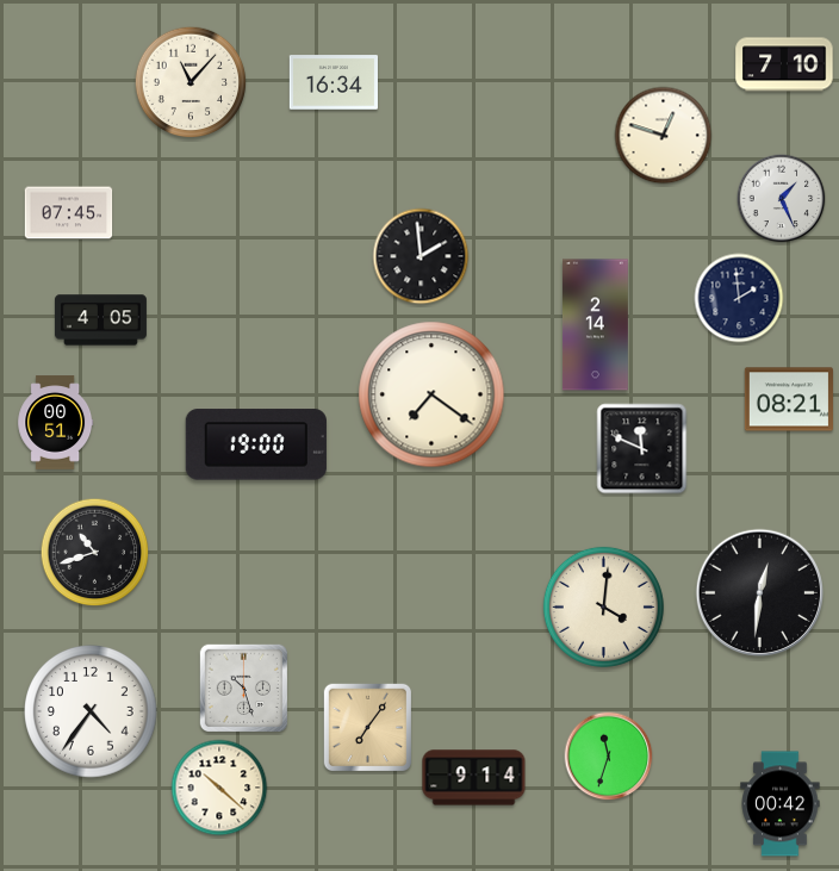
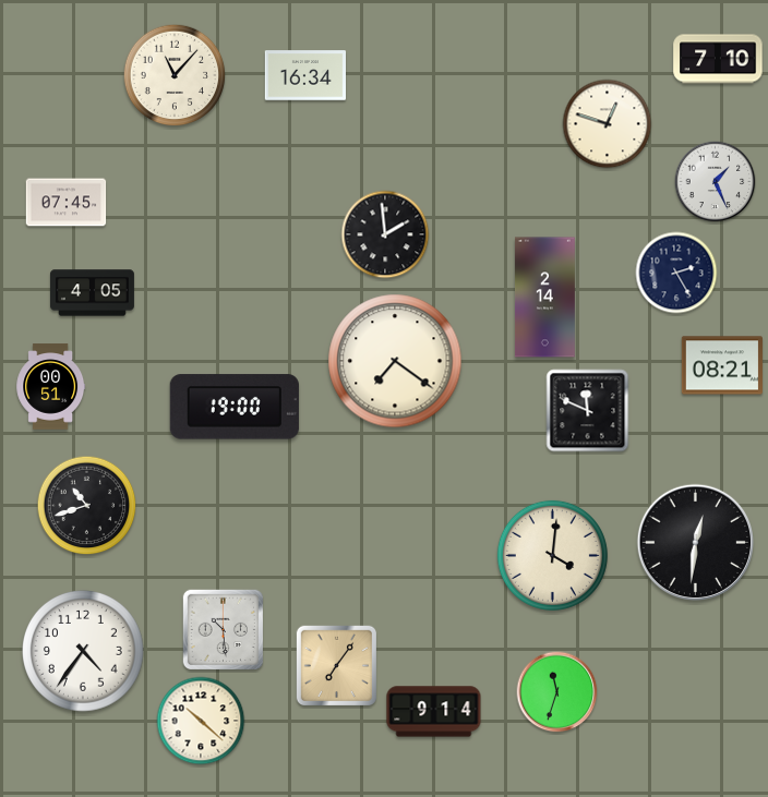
clock at (69, 213) position: (69, 213) -> (67, 203)
clock at (739, 298): 1:59 -> 2:25
clock at (243, 688): 10:27 -> 10:29
clock at (781, 804): 00:42 -> none
